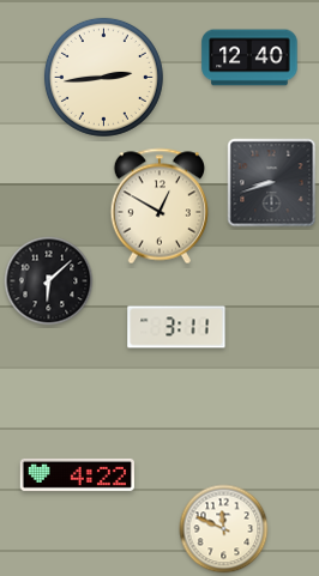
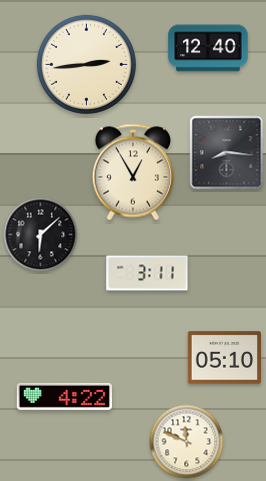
clock at (272, 183): 8:42 -> 8:16
clock at (158, 206): 12:50 -> 12:55
clock at (224, 358): none -> 05:10
